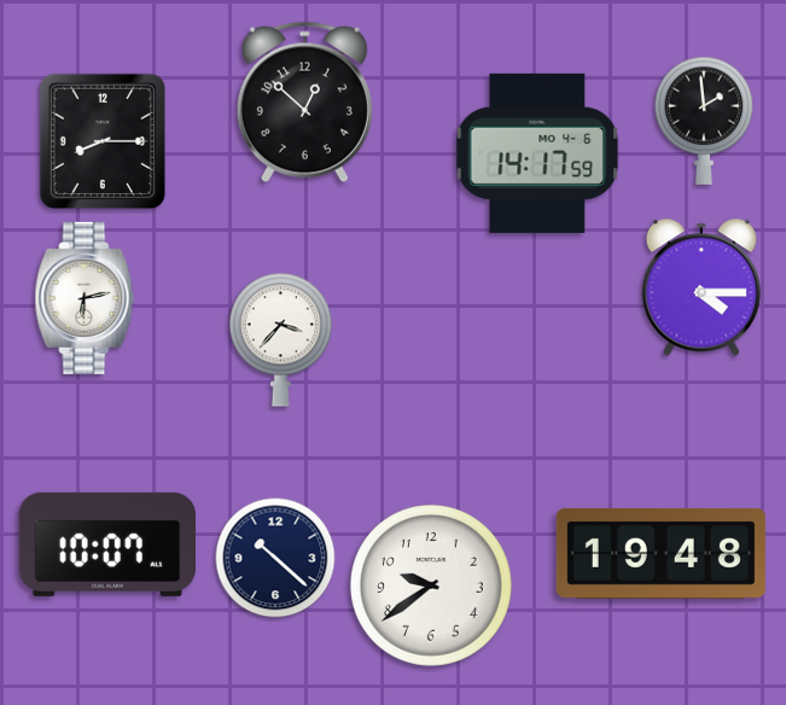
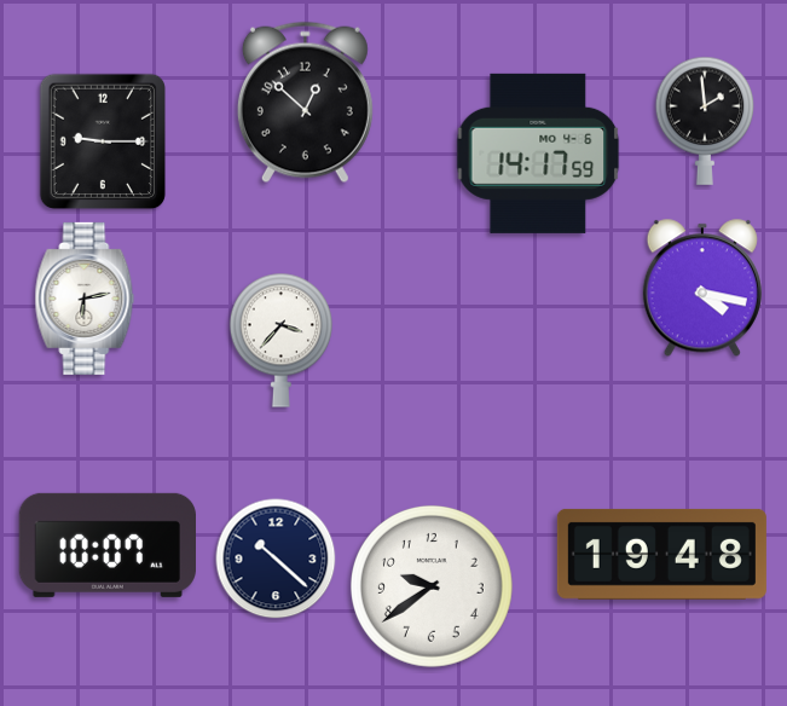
clock at (103, 141): 8:15 -> 9:15
clock at (701, 287): 4:15 -> 4:17
